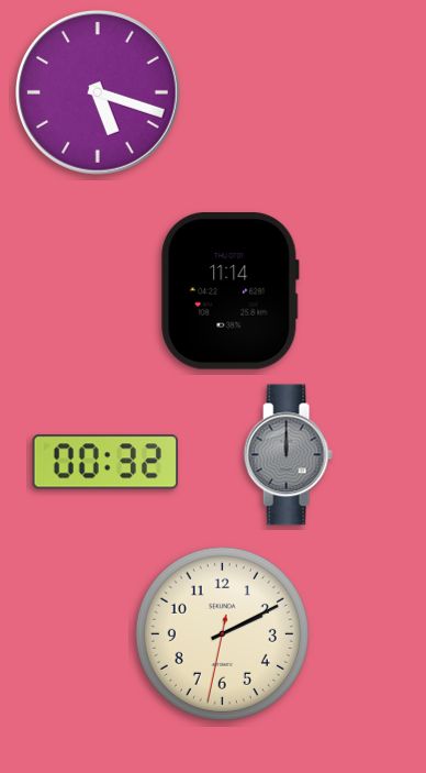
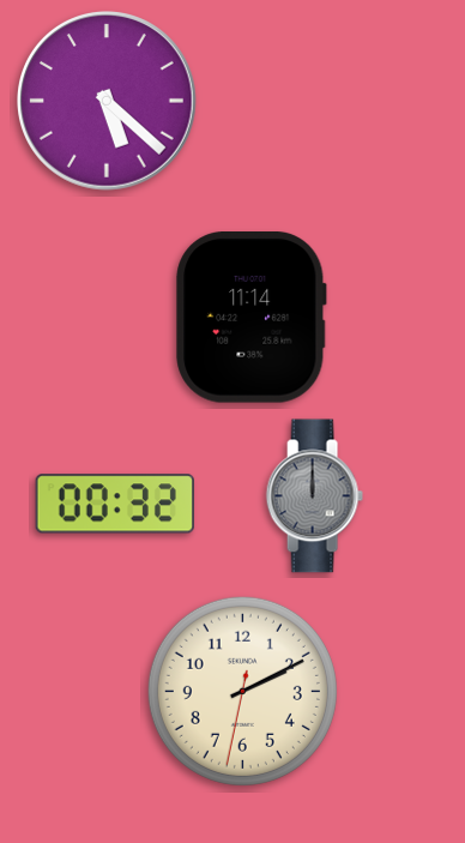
clock at (99, 93): 5:18 -> 5:22
